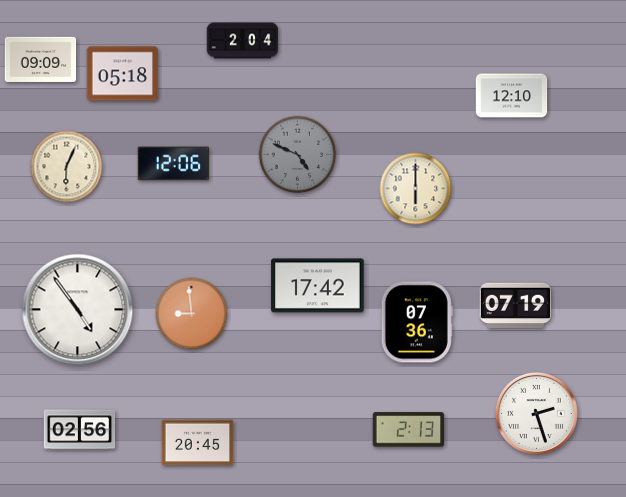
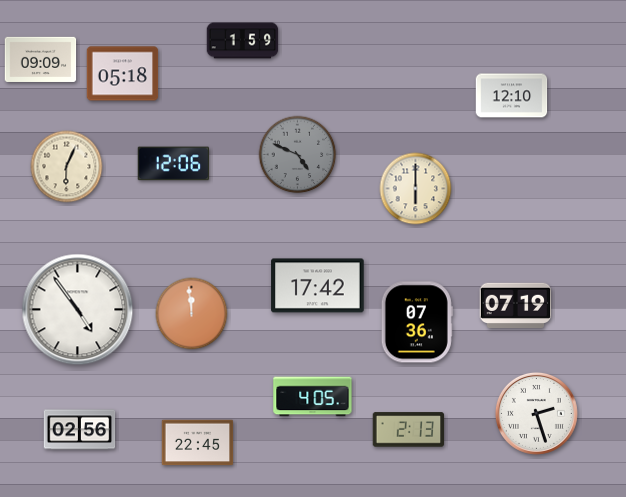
clock at (243, 41): 2:04 -> 1:59
clock at (192, 314): 8:59 -> 11:59
clock at (313, 397): none -> 4:05
clock at (198, 443): 20:45 -> 22:45
